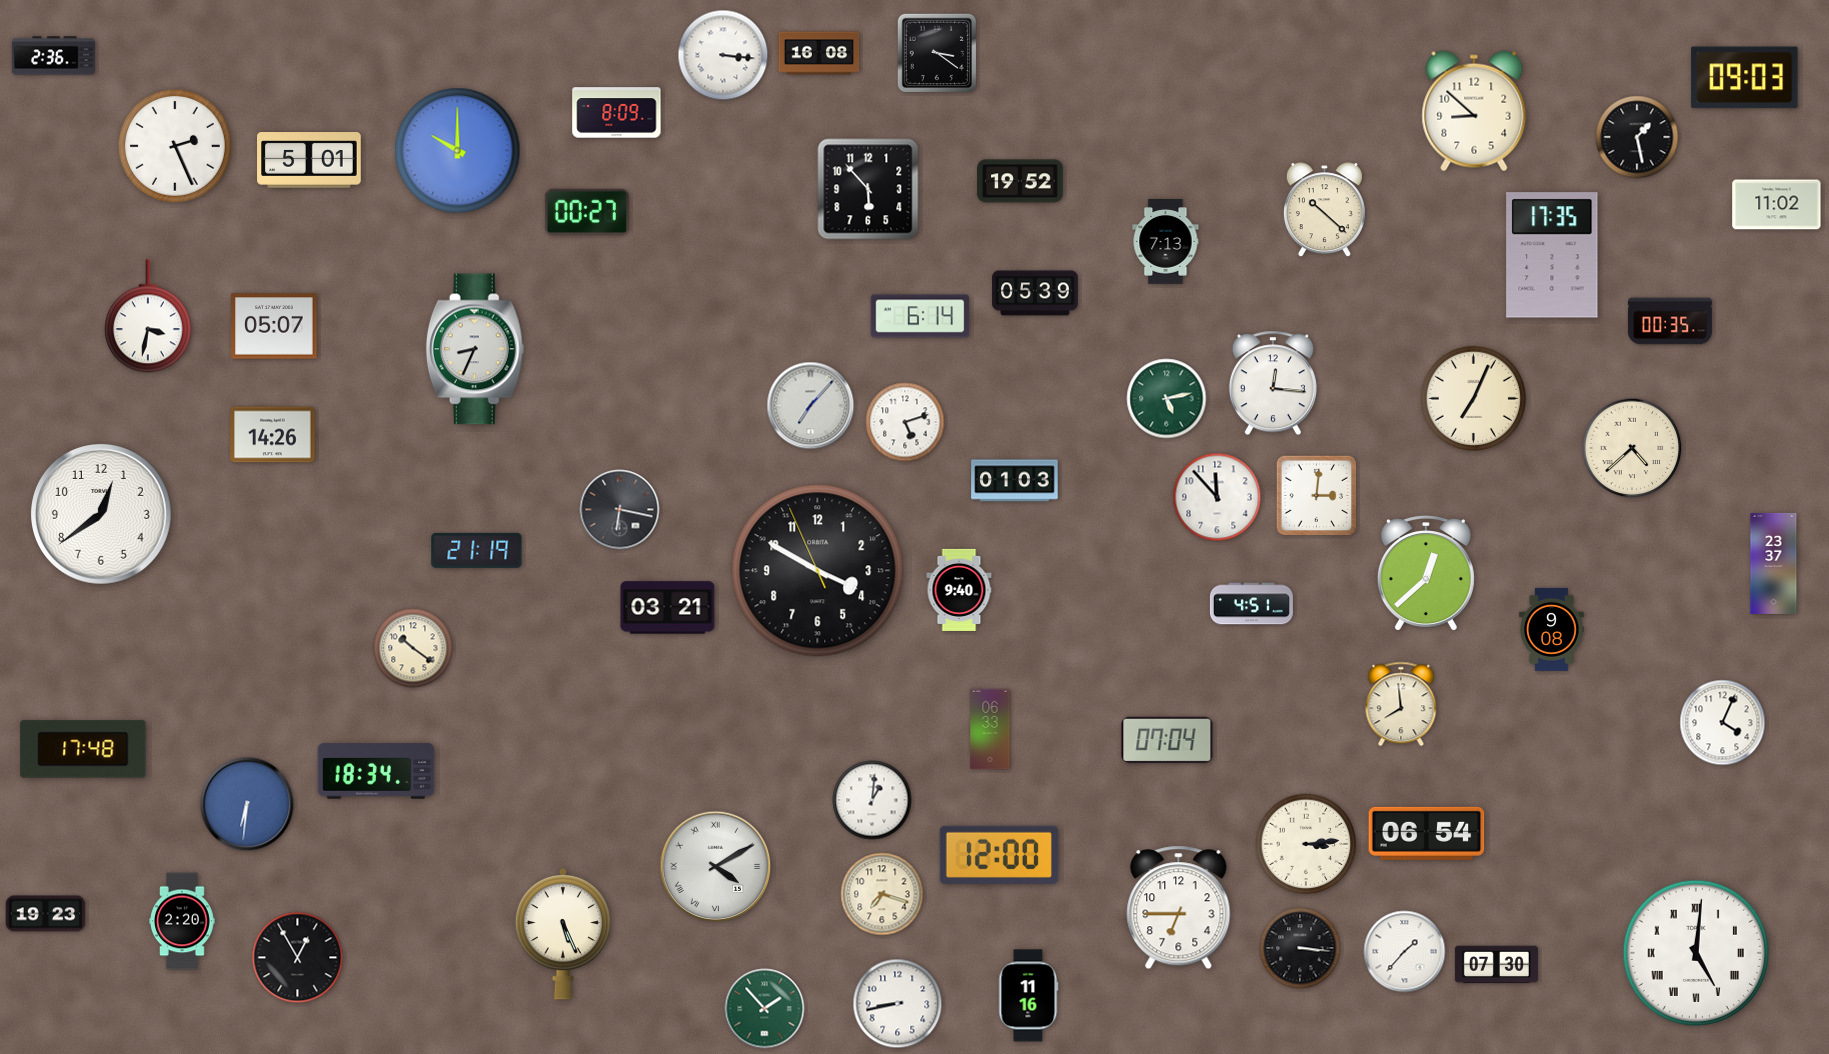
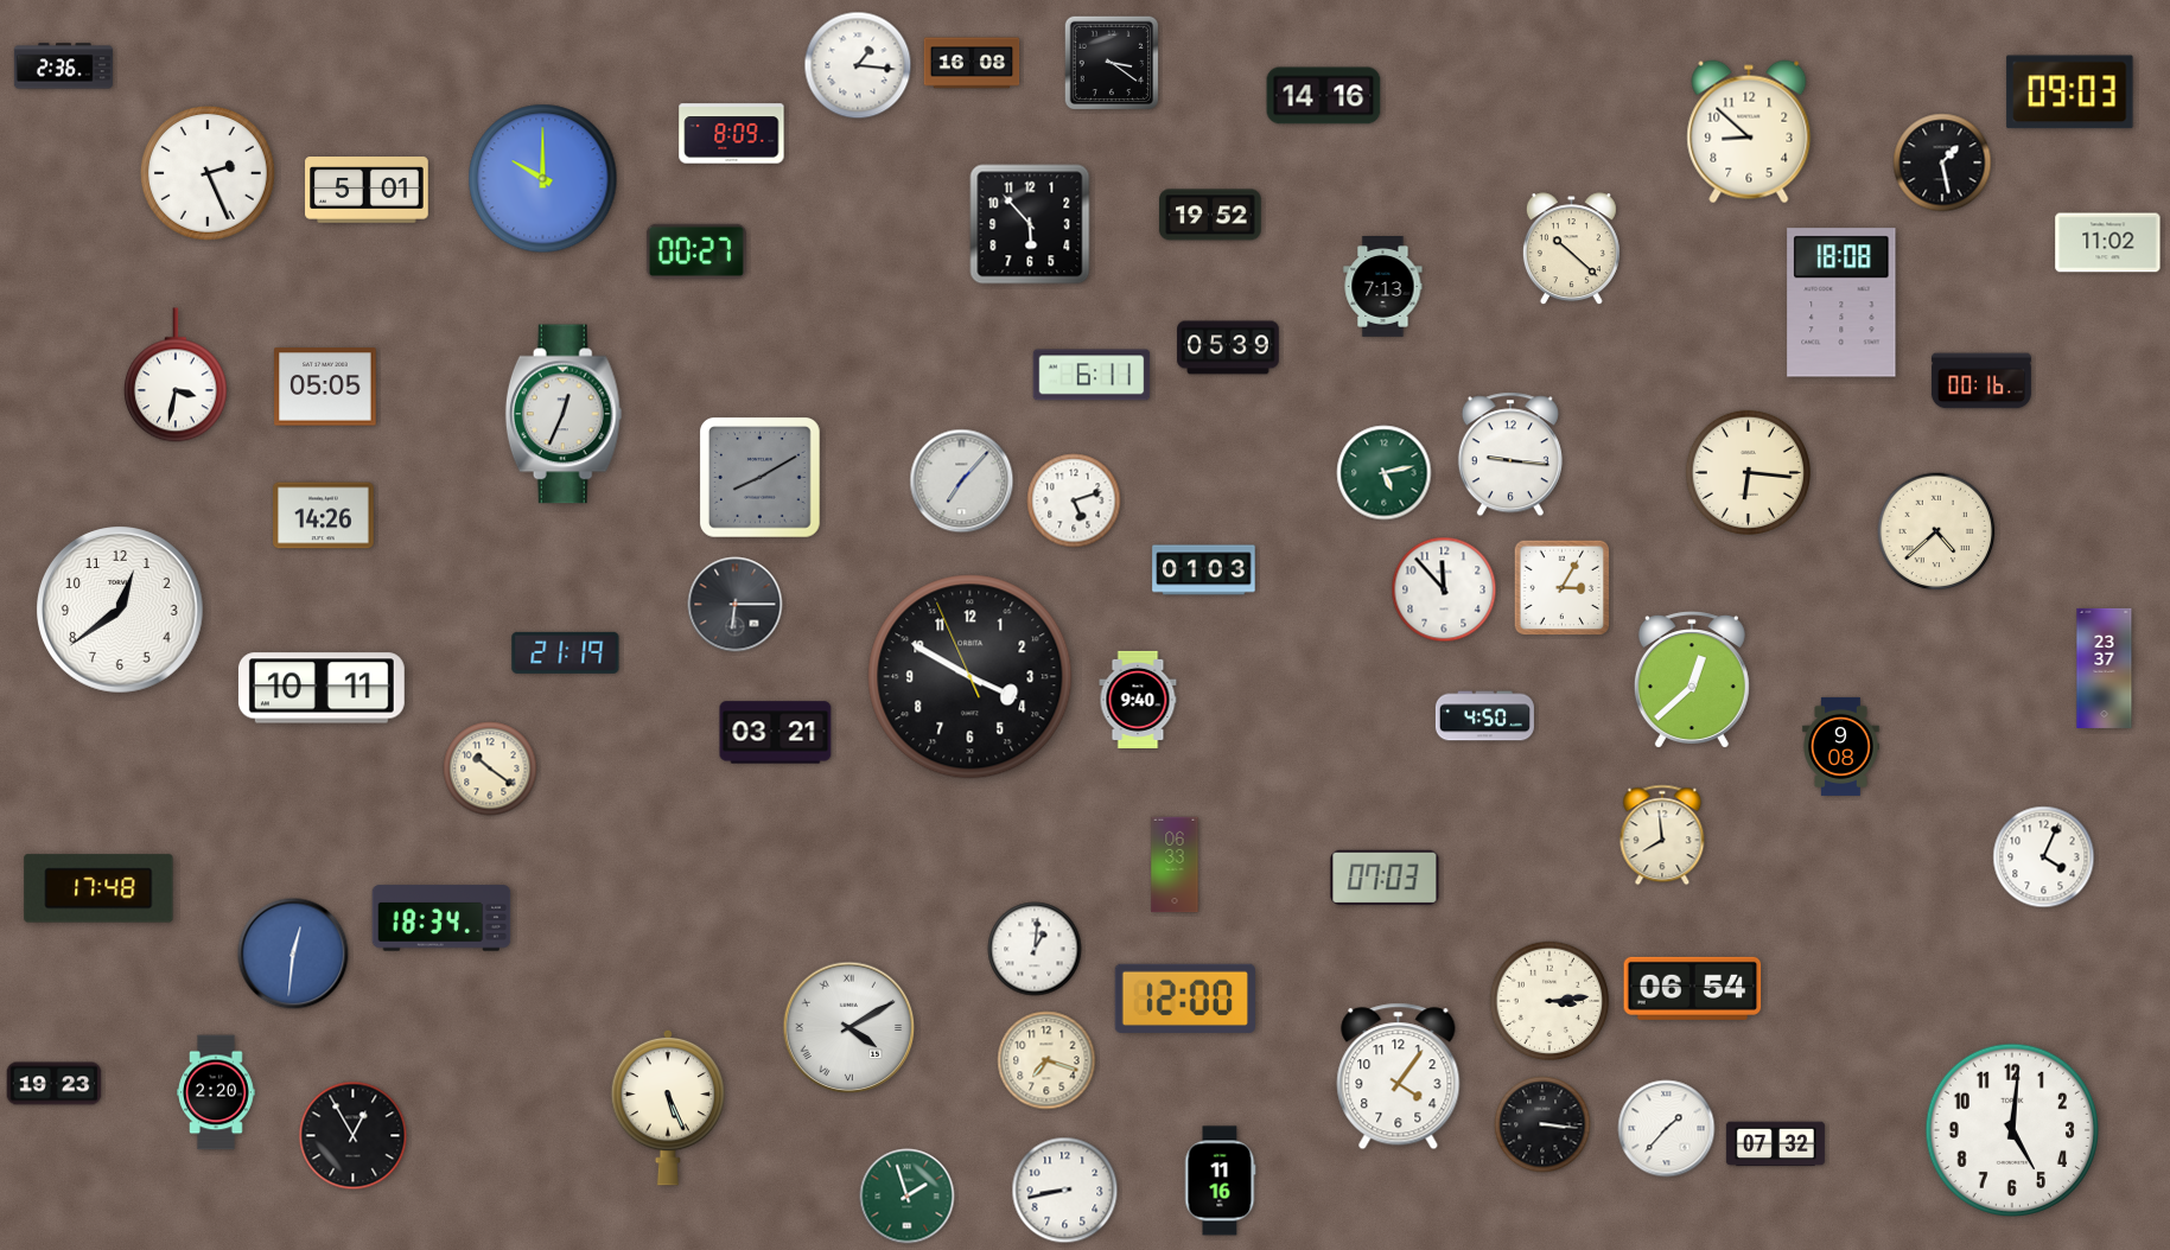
clock at (723, 55): 3:16 -> 1:16
clock at (1324, 96): none -> 14:16
clock at (1552, 255): 17:35 -> 18:08
clock at (920, 316): 6:14 -> 6:11
clock at (1670, 321): 00:35 -> 00:16
clock at (274, 326): 05:07 -> 05:05
clock at (475, 349): 8:34 -> 12:34
clock at (1273, 383): 12:16 -> 9:16
clock at (1473, 398): 7:04 -> 6:16
clock at (761, 478): none -> 8:10
clock at (1317, 496): 3:01 -> 3:05
clock at (620, 510): 6:17 -> 6:15
clock at (322, 688): none -> 10:11
clock at (1251, 604): 4:51 -> 4:50
clock at (668, 608) position: (668, 608) -> (776, 733)
clock at (1167, 740): 07:04 -> 07:03
clock at (376, 771) position: (376, 771) -> (441, 918)
clock at (247, 804): 6:31 -> 12:31
clock at (999, 855) position: (999, 855) -> (1185, 999)
clock at (1179, 908): 6:45 -> 4:06
clock at (1695, 952) numerals: Roman -> Arabic
clock at (1496, 965): 07:30 -> 07:32
clock at (765, 1009): 1:53 -> 1:57
